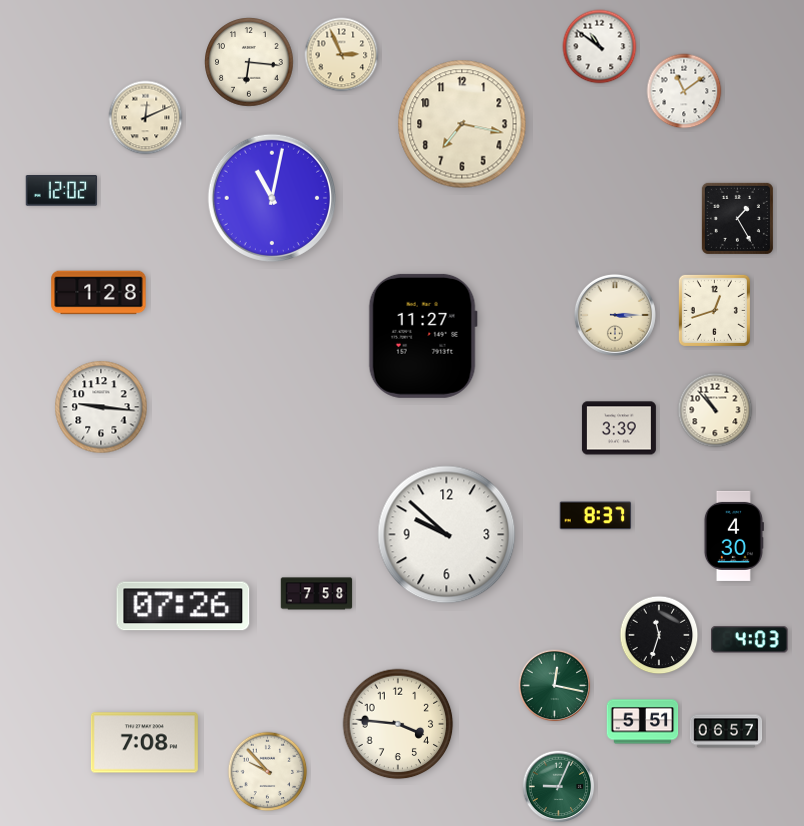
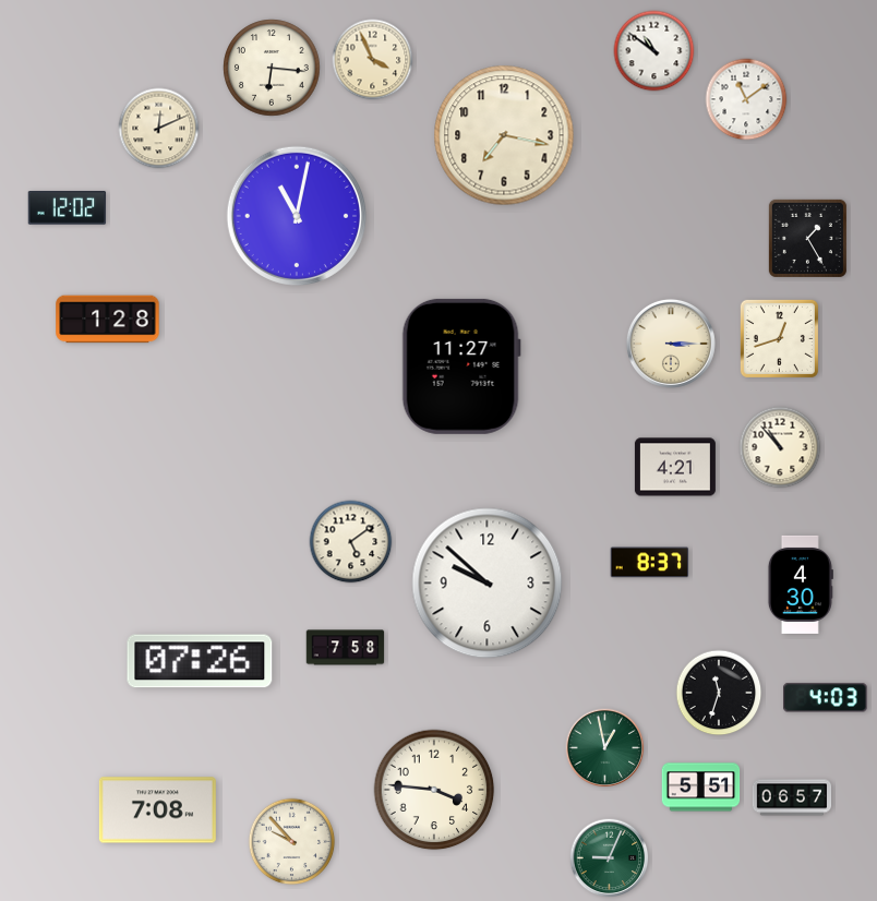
clock at (342, 55): 2:56 -> 3:56
clock at (737, 218) position: (737, 218) -> (807, 238)
clock at (101, 407): 9:16 -> none
clock at (619, 428): 3:39 -> 4:21
clock at (351, 542): none -> 5:09
clock at (750, 640) position: (750, 640) -> (826, 698)
clock at (555, 686): 12:17 -> 12:58
